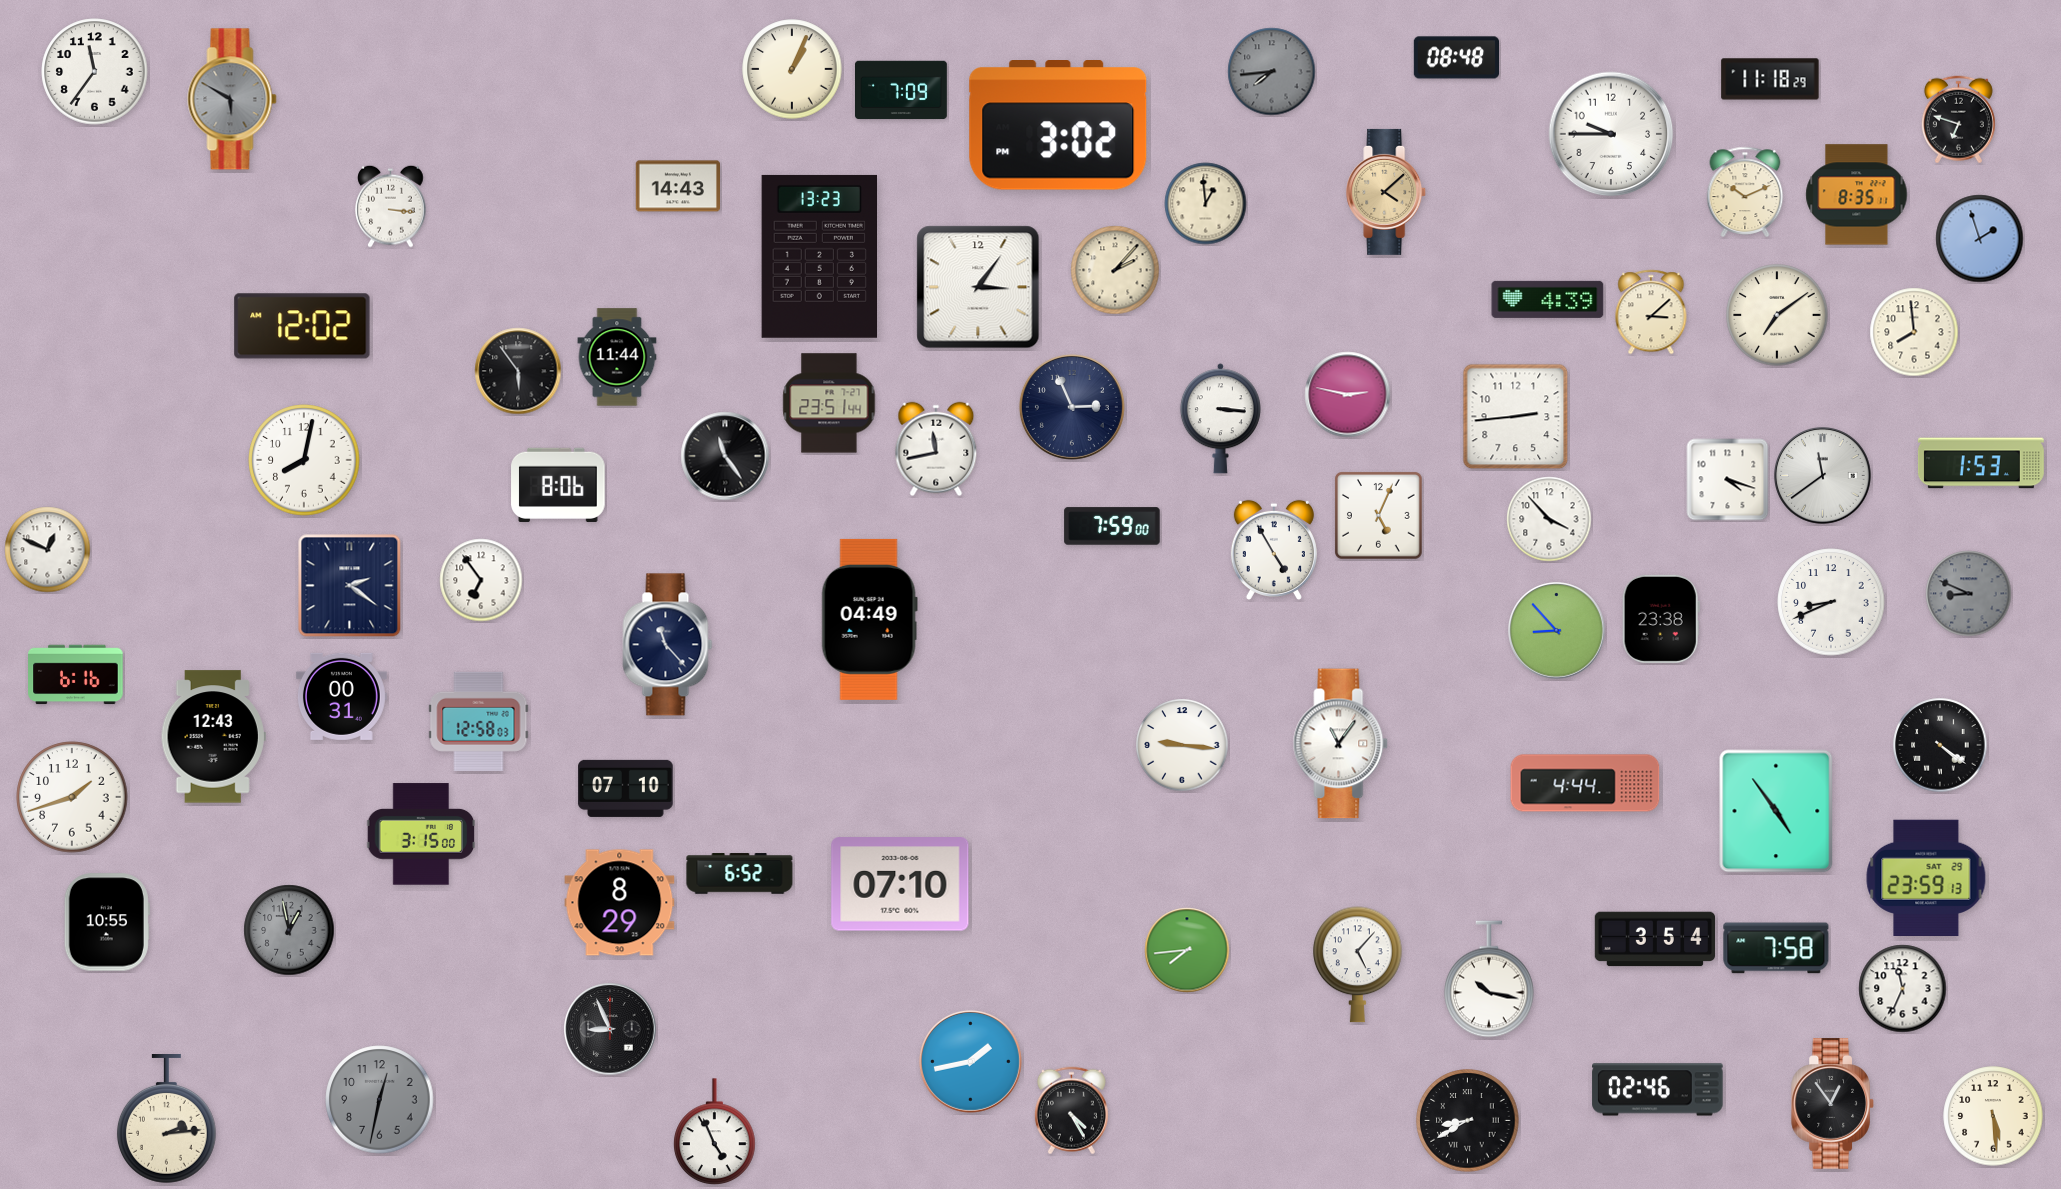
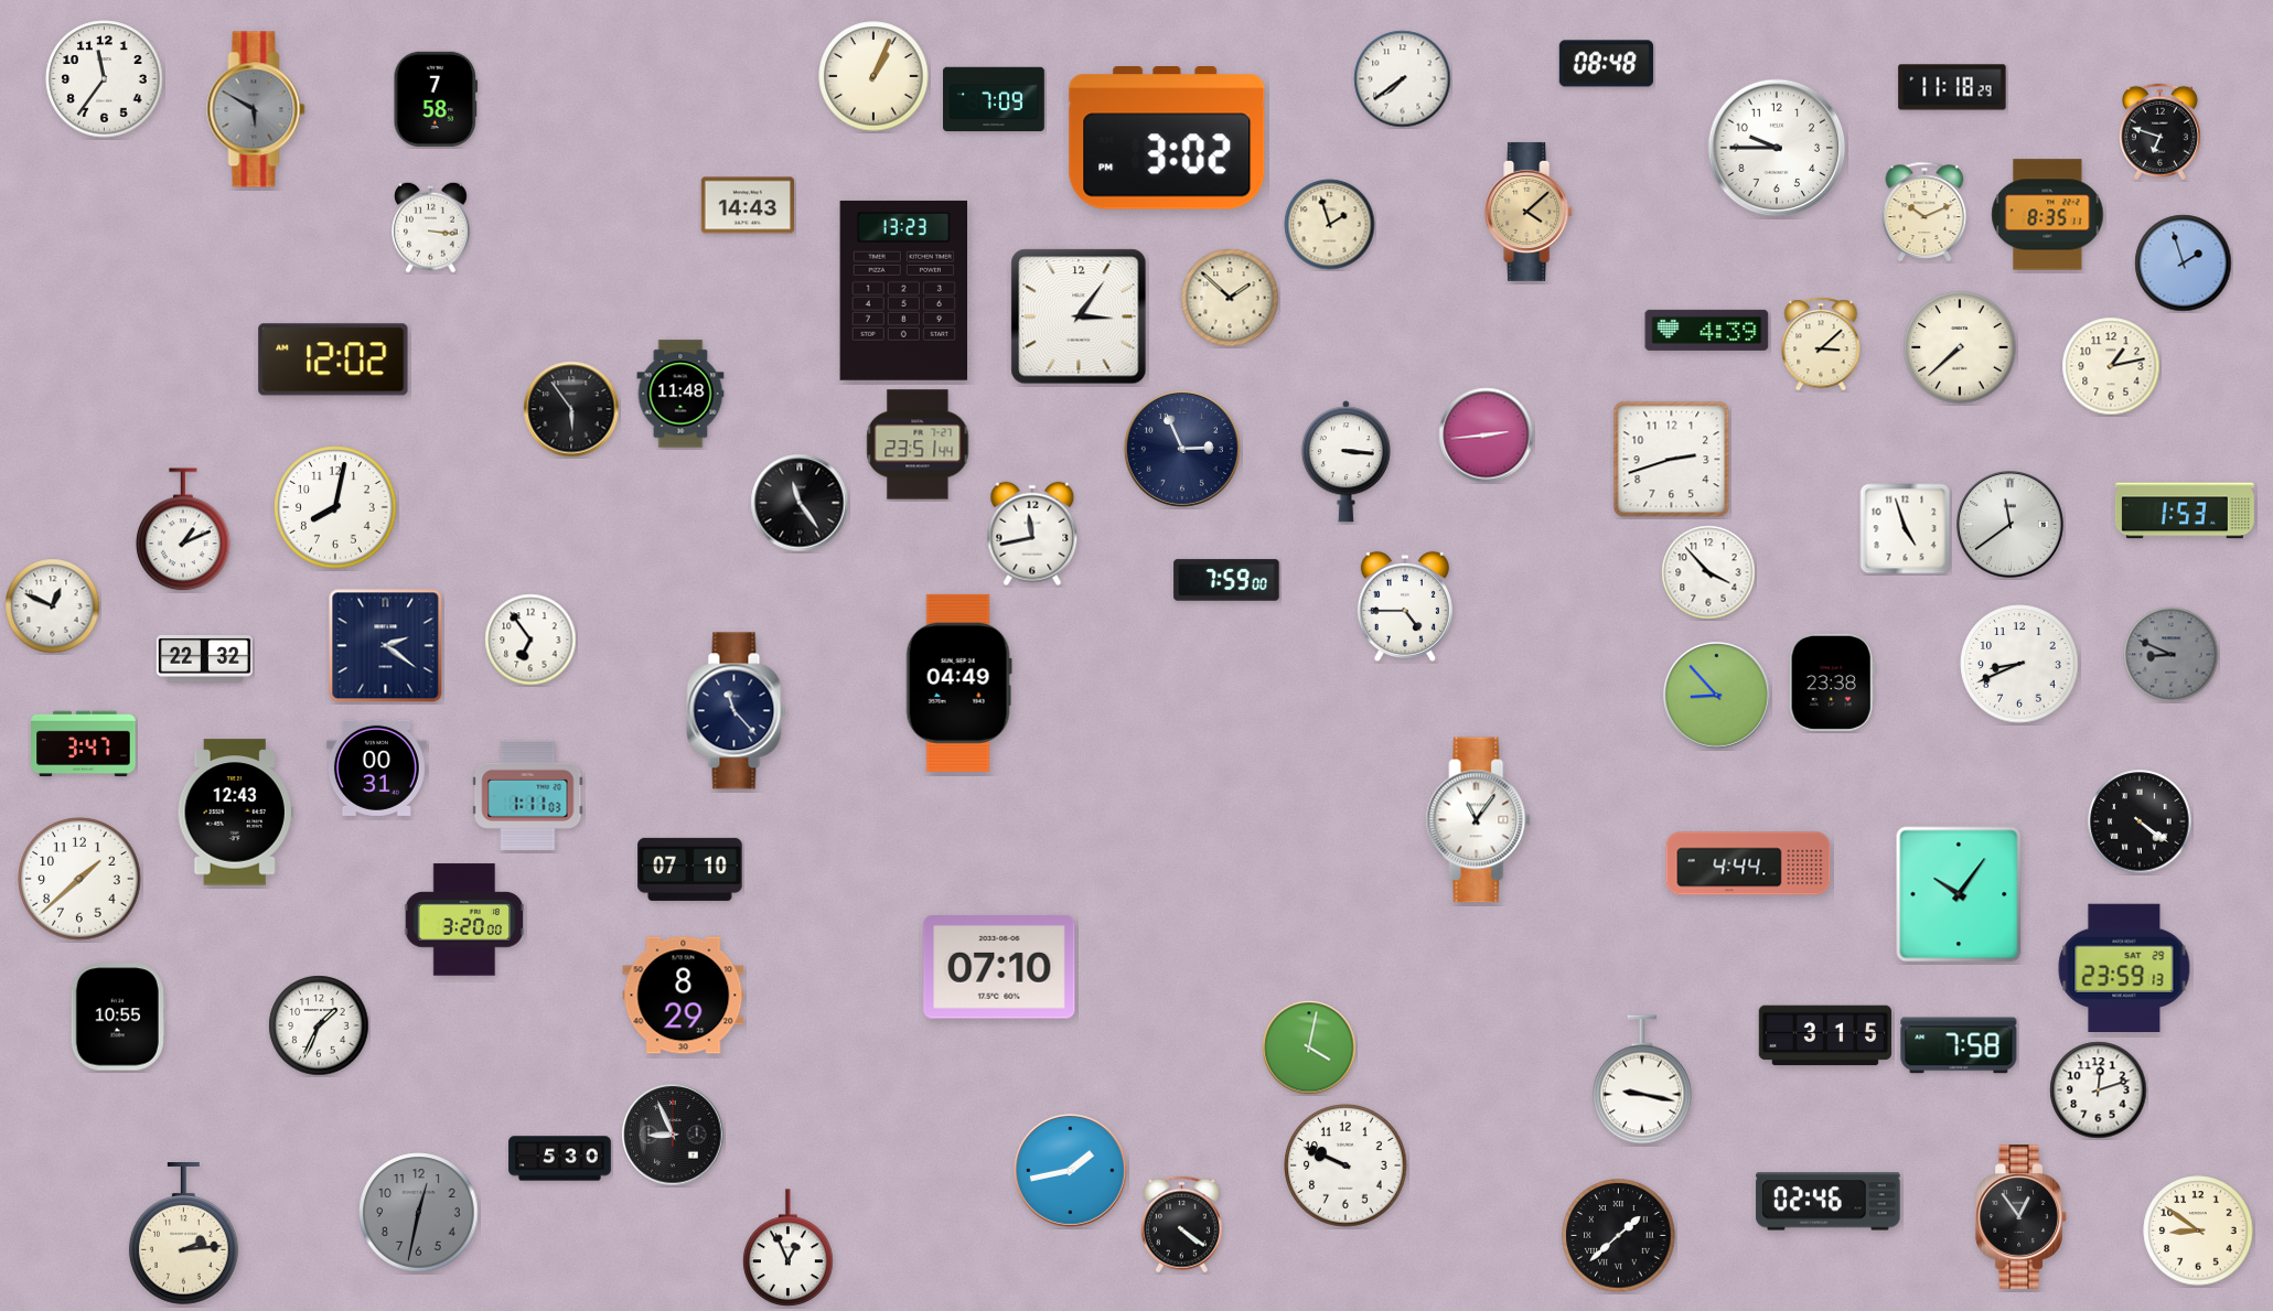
clock at (1272, 72): 7:44 -> 7:39
clock at (1272, 72) dial: grey -> white
clock at (435, 99): none -> 7:58
clock at (1206, 204): 12:59 -> 1:57
clock at (819, 256) position: (819, 256) -> (903, 290)
clock at (1115, 270): 2:07 -> 1:52
clock at (1777, 315): 7:09 -> 7:38
clock at (1914, 332): 7:59 -> 1:13
clock at (617, 357): 11:44 -> 11:48
clock at (1348, 395): 2:47 -> 2:44
clock at (829, 403) position: (829, 403) -> (918, 444)
clock at (1516, 417): 2:44 -> 2:42
clock at (936, 449) position: (936, 449) -> (1032, 534)
clock at (1728, 480): 4:18 -> 4:57
clock at (183, 530): none -> 1:11
clock at (558, 484): 8:06 -> none
clock at (1379, 516): 5:04 -> none
clock at (1274, 549): 4:55 -> 4:45
clock at (204, 659): none -> 22:32
clock at (76, 675): 6:16 -> 3:47
clock at (479, 721): 12:58 -> 1:11
clock at (1182, 745): 9:16 -> none
clock at (72, 797): 1:42 -> 1:38
clock at (1776, 811): 4:54 -> 10:06
clock at (421, 834): 3:15 -> 3:20
clock at (740, 874): 6:52 -> none
clock at (900, 884) position: (900, 884) -> (999, 967)
clock at (289, 930): 12:58 -> 1:34
clock at (289, 930) dial: grey -> white
clock at (1654, 939): 3:54 -> 3:15
clock at (1187, 950): 7:44 -> 4:02
clock at (1358, 965): 5:07 -> none
clock at (1490, 979): 10:17 -> 9:17
clock at (1903, 989): 11:34 -> 12:12
clock at (560, 1159): none -> 5:30
clock at (1345, 1165): none -> 9:49
clock at (1071, 1111): 4:25 -> 4:21
clock at (1993, 1116): 5:29 -> 8:51
clock at (1468, 1121): 8:40 -> 1:38
clock at (715, 1131): 4:56 -> 12:56
